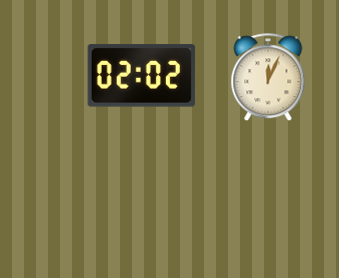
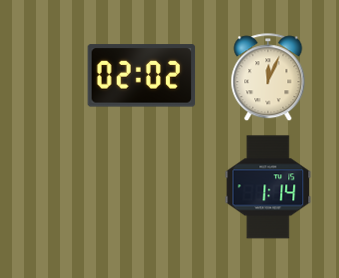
clock at (268, 187): none -> 1:14
